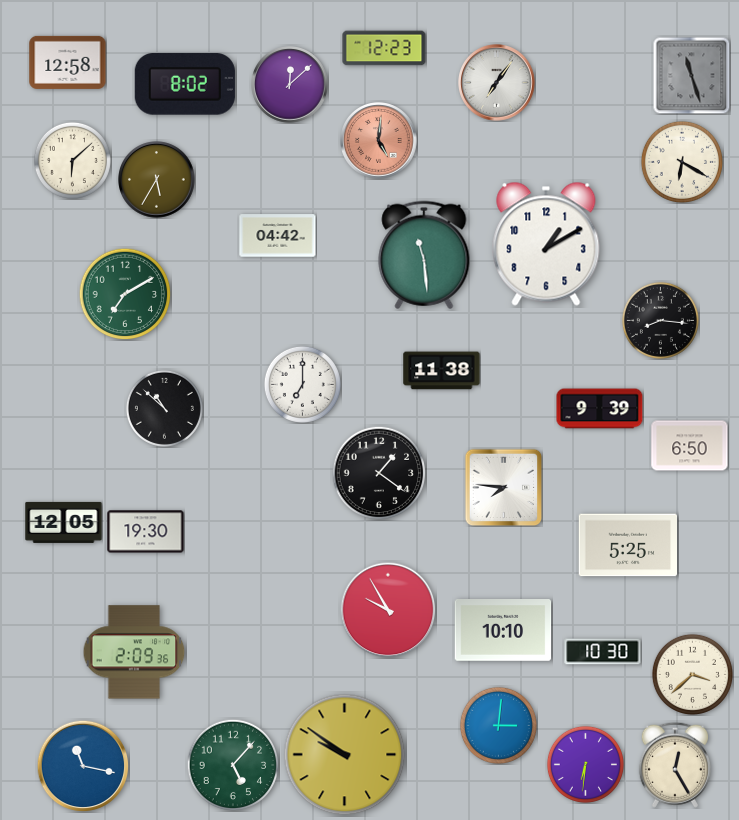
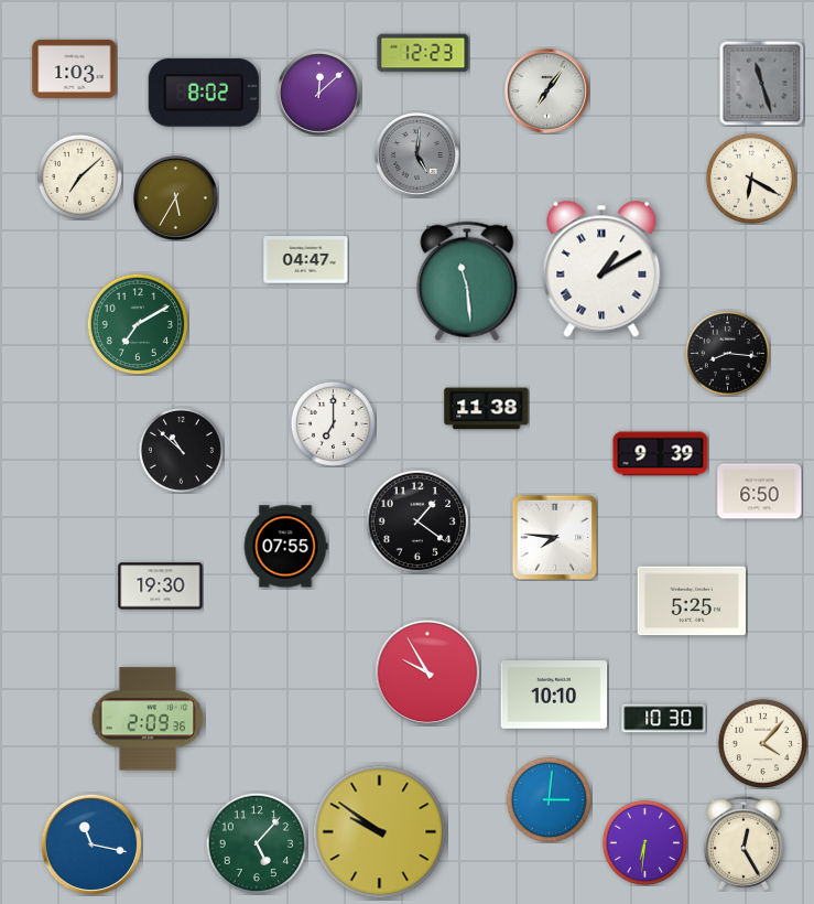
clock at (68, 62): 12:58 -> 1:03
clock at (379, 141) dial: salmon -> grey
clock at (72, 160): 6:08 -> 7:08
clock at (157, 180) position: (157, 180) -> (176, 198)
clock at (278, 236): 04:42 -> 04:47
clock at (546, 244) numerals: Arabic -> Roman
clock at (600, 409) position: (600, 409) -> (661, 454)
clock at (285, 547): none -> 07:55
clock at (64, 522): 12:05 -> none
clock at (692, 674): 3:38 -> 4:07
